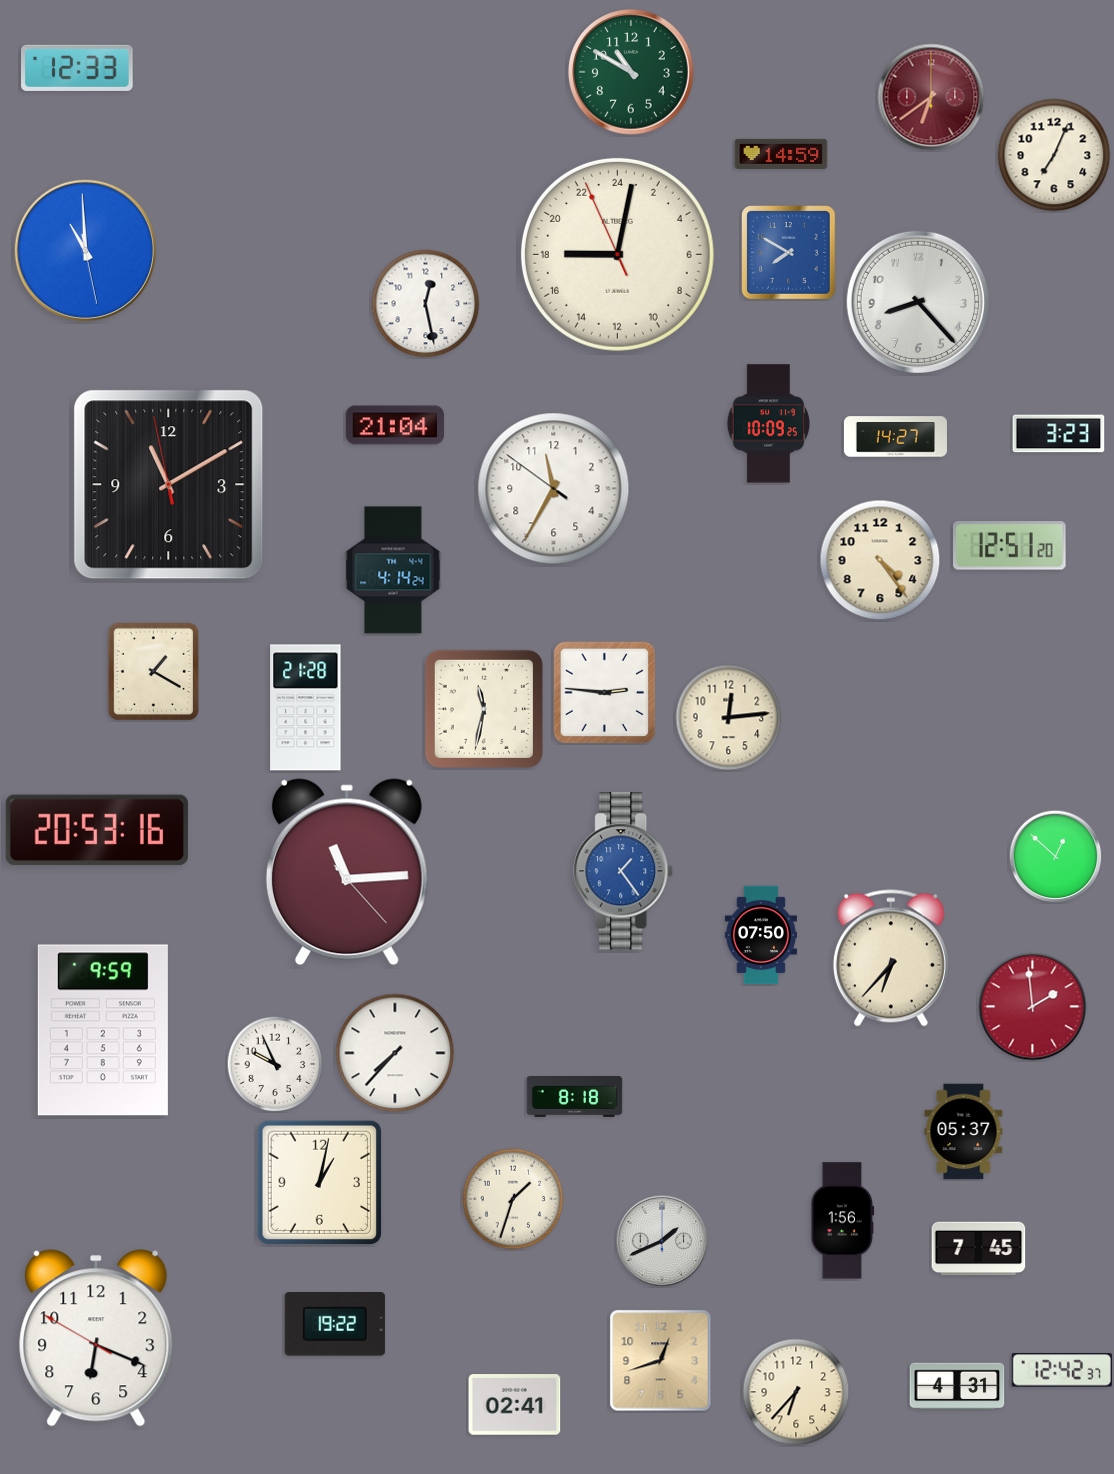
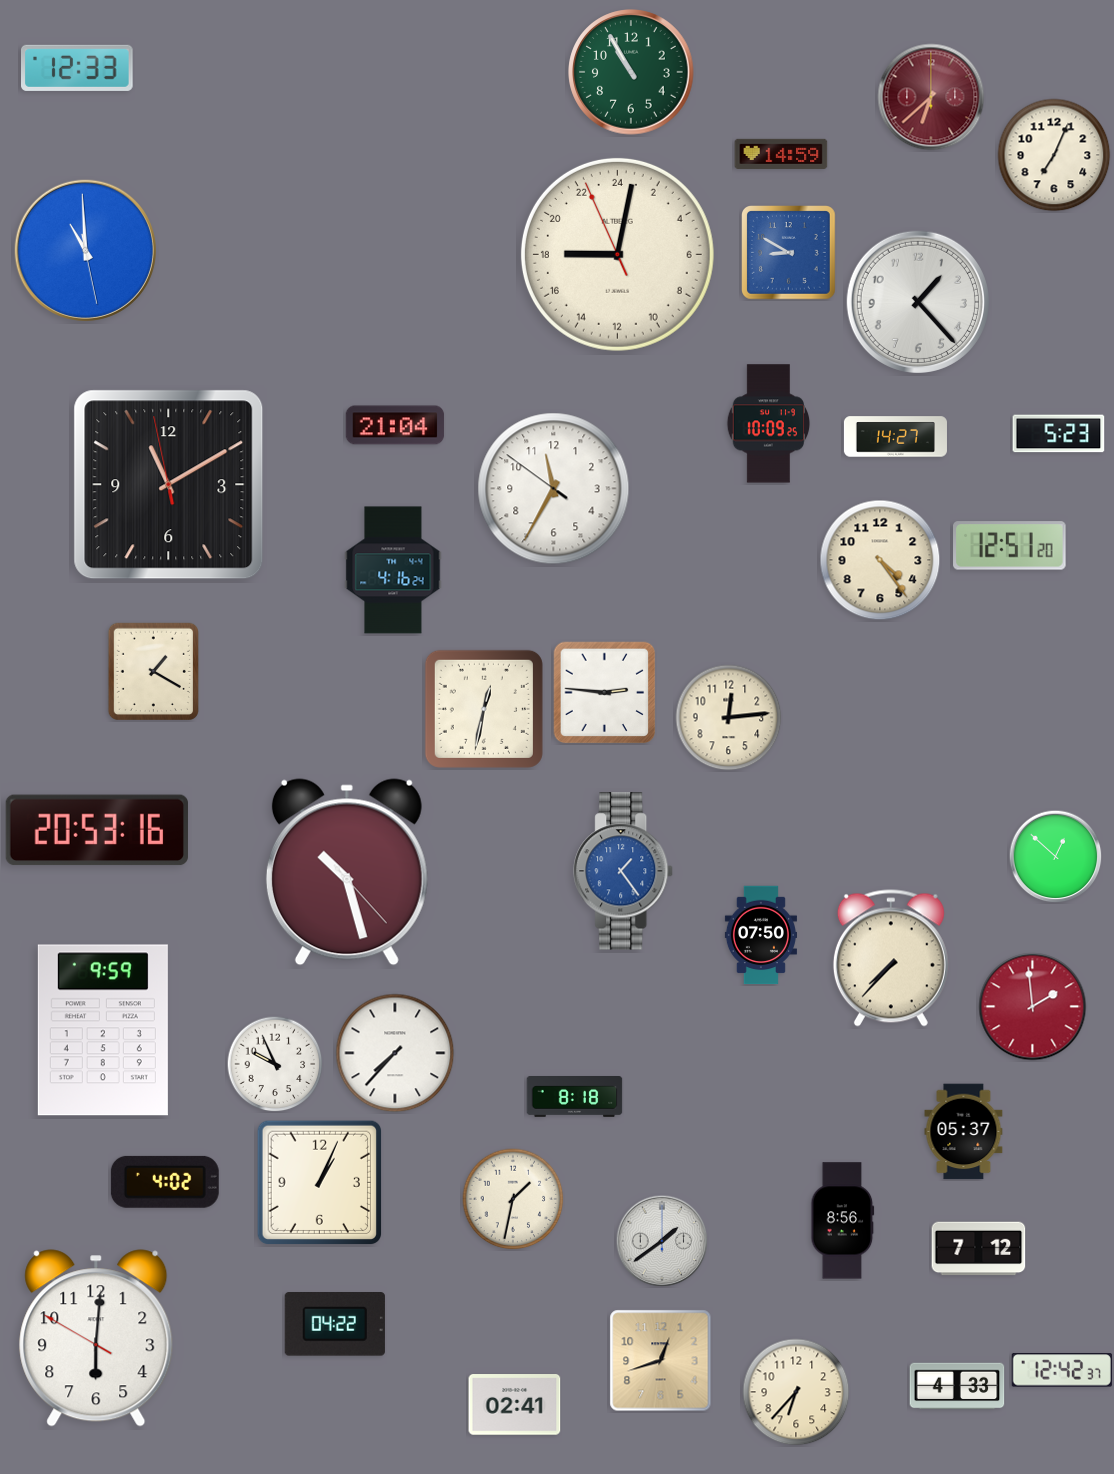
clock at (631, 72): 10:50 -> 10:55
clock at (931, 97): 6:39 -> 6:38
clock at (789, 253): 7:50 -> 8:50
clock at (918, 302): 8:23 -> 1:23
clock at (426, 304): 12:28 -> none
clock at (1059, 434): 3:23 -> 5:23
clock at (393, 570): 4:14 -> 4:16
clock at (306, 708): 21:28 -> none
clock at (484, 709): 11:32 -> 12:32
clock at (347, 872): 11:14 -> 10:27
clock at (891, 958): 6:37 -> 7:37
clock at (165, 1182): none -> 4:02
clock at (319, 1182): 1:02 -> 1:04
clock at (513, 1199): 1:33 -> 1:32
clock at (843, 1221): 1:56 -> 8:56
clock at (662, 1241): 1:41 -> 1:39
clock at (979, 1249): 7:45 -> 7:12
clock at (335, 1324): 19:22 -> 04:22
clock at (96, 1338): 6:18 -> 6:00
clock at (957, 1386): 4:31 -> 4:33
